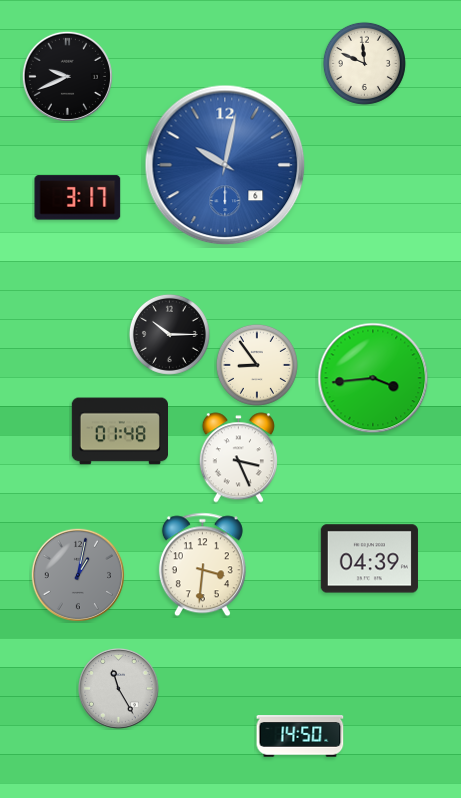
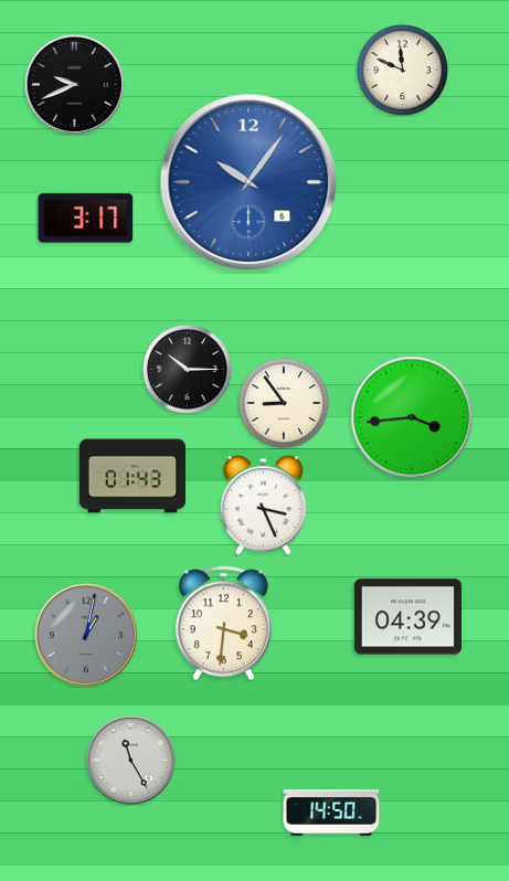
clock at (225, 165): 10:02 -> 10:06
clock at (119, 431): 01:48 -> 01:43
